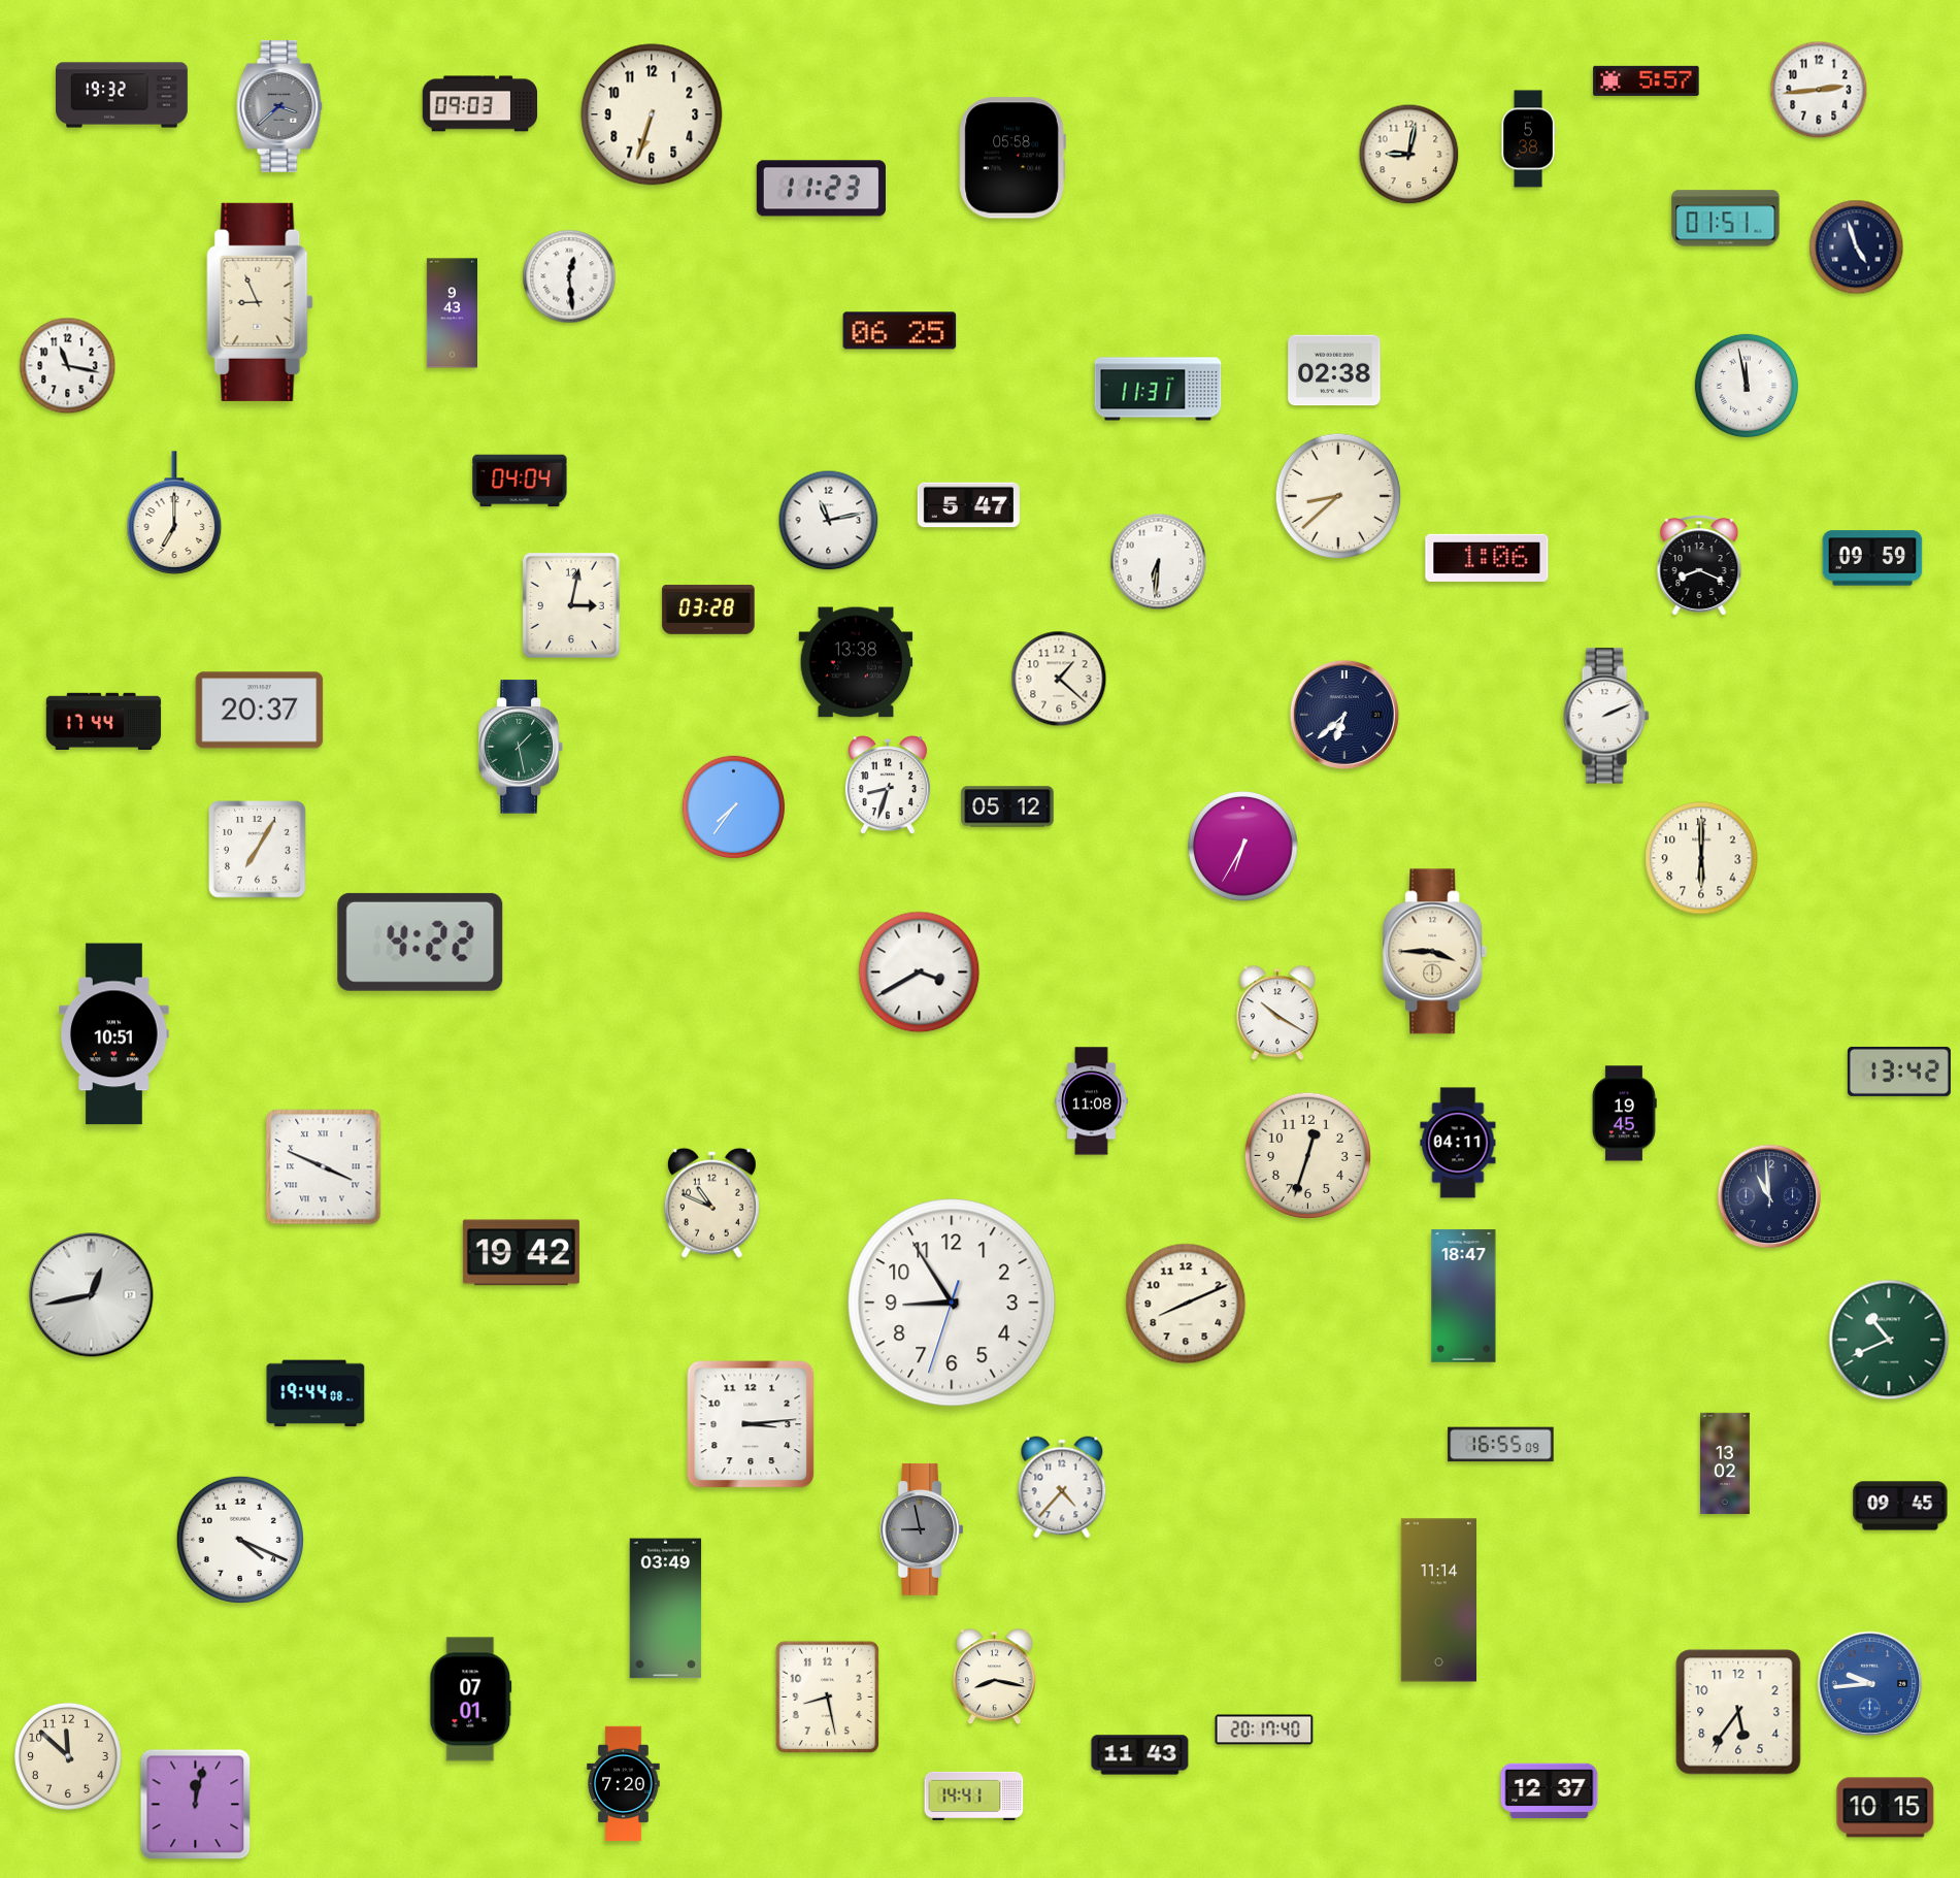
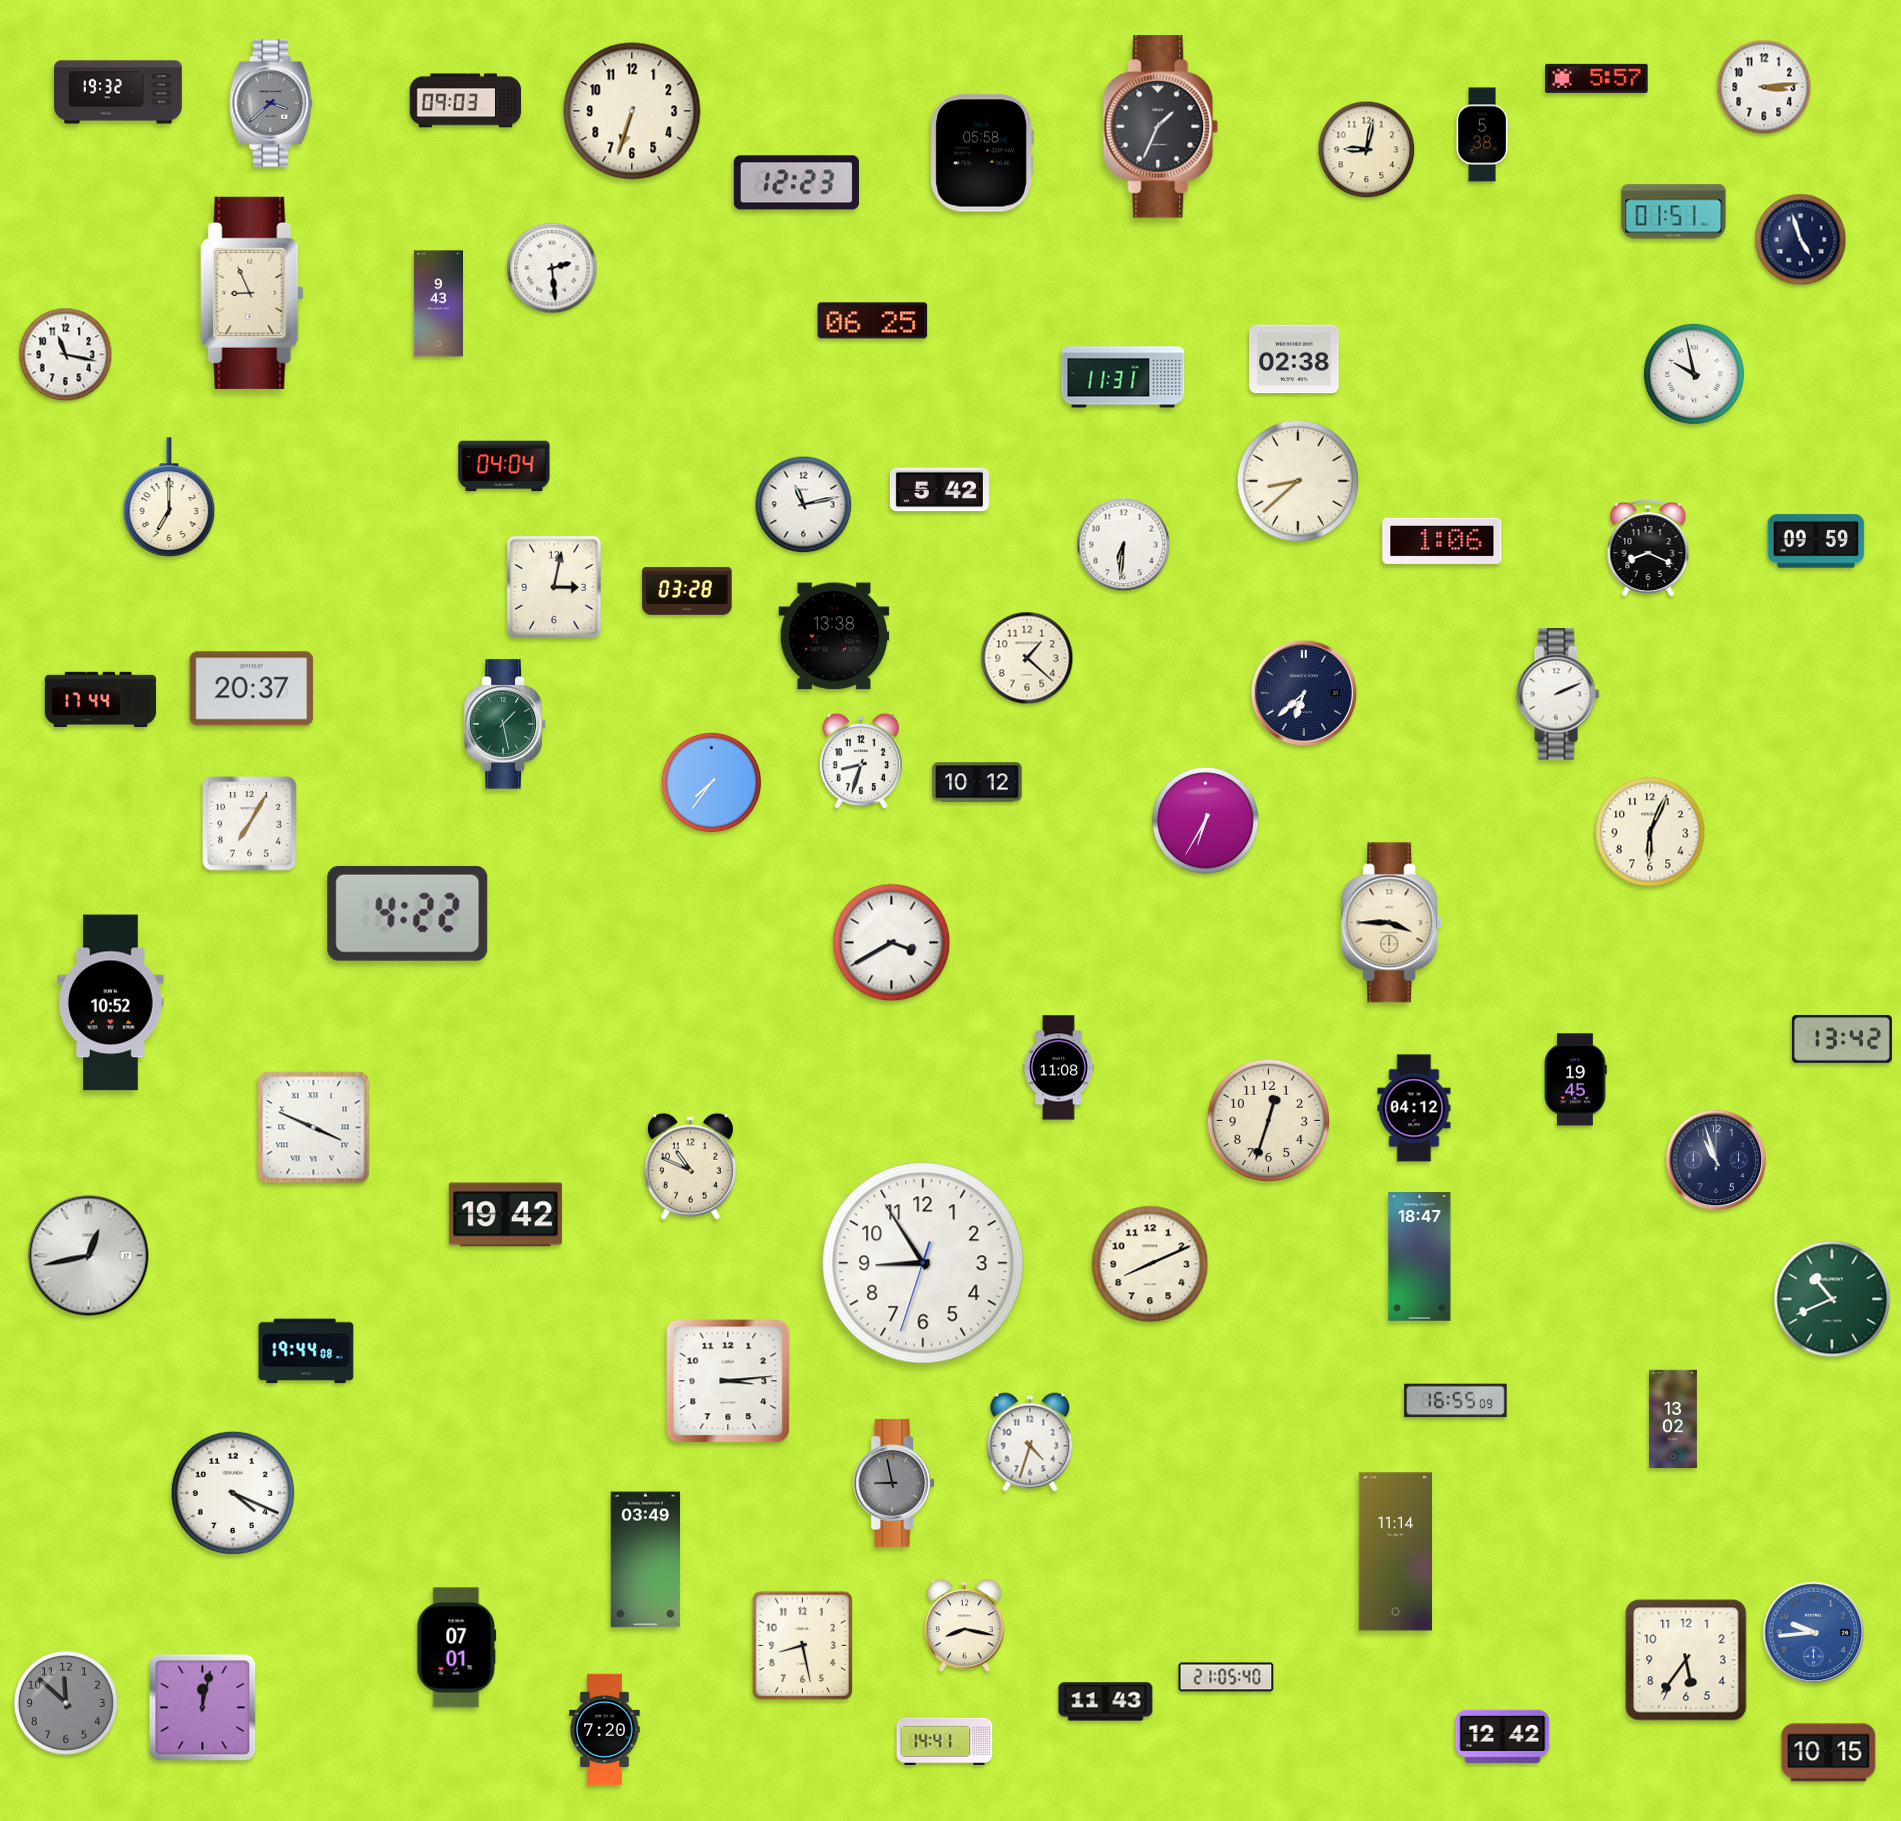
clock at (1819, 90): 2:44 -> 3:14
clock at (1161, 127): none -> 1:34
clock at (821, 189): 11:23 -> 12:23
clock at (569, 276): 12:29 -> 2:29
clock at (1746, 385): 11:58 -> 9:58
clock at (968, 505): 5:47 -> 5:42
clock at (856, 662) position: (856, 662) -> (834, 636)
clock at (1007, 806): 05:12 -> 10:12
clock at (1701, 858): 6:00 -> 6:04
clock at (1277, 1013): 10:20 -> none
clock at (114, 1034): 10:51 -> 10:52
clock at (1458, 1143): 04:11 -> 04:12
clock at (324, 1167) position: (324, 1167) -> (314, 1128)
clock at (1769, 1196): 10:59 -> 10:57
clock at (1062, 1487): 4:37 -> 4:33
clock at (1900, 1506): 09:45 -> none
clock at (1264, 1729): 20:17 -> 21:05
clock at (68, 1756) dial: cream -> grey
clock at (1550, 1791): 12:37 -> 12:42
clock at (196, 1805) position: (196, 1805) -> (203, 1708)
